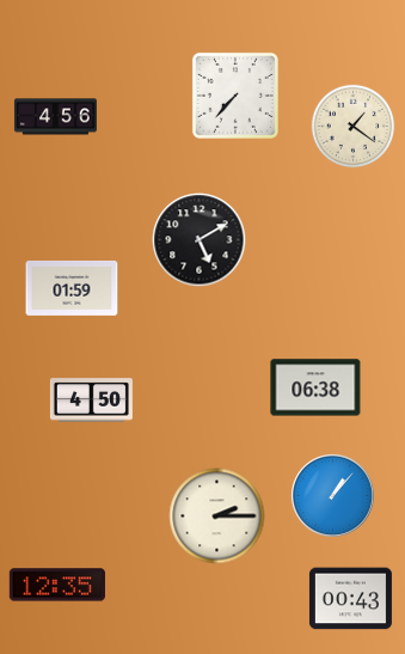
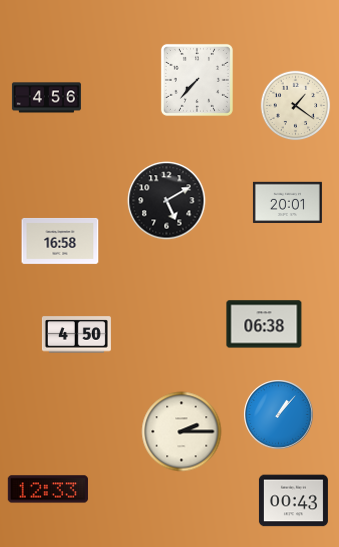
clock at (287, 202): none -> 20:01
clock at (72, 288): 01:59 -> 16:58
clock at (57, 585): 12:35 -> 12:33
